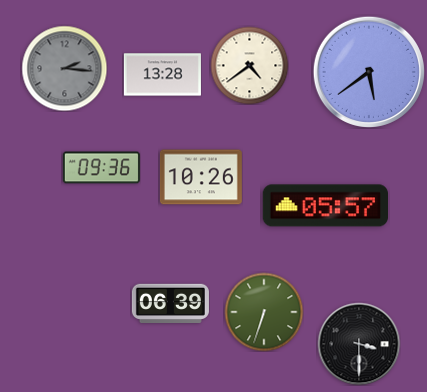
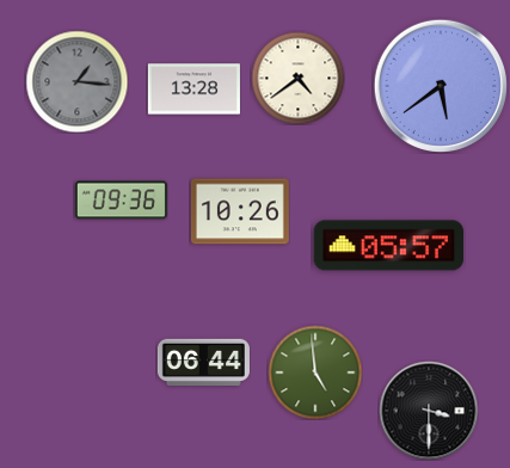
clock at (64, 68): 2:16 -> 1:16
clock at (170, 303): 06:39 -> 06:44
clock at (264, 312): 6:33 -> 4:59
